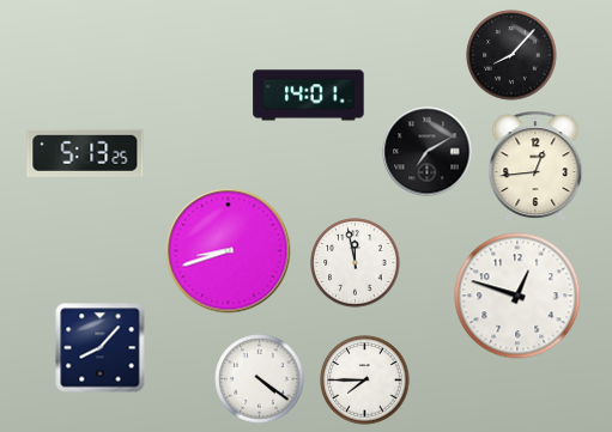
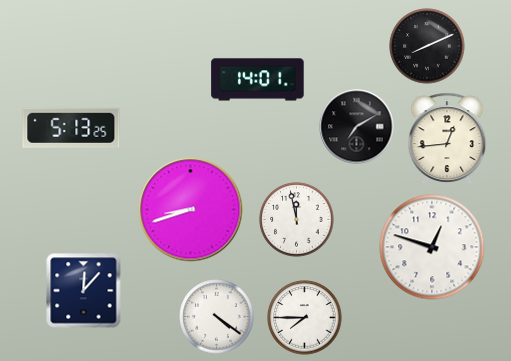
clock at (511, 55): 8:07 -> 8:11
clock at (101, 348): 8:07 -> 12:07
